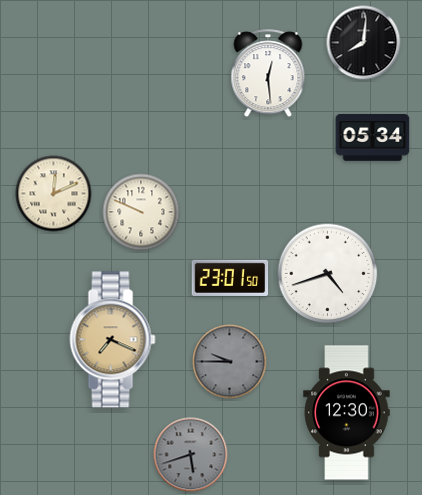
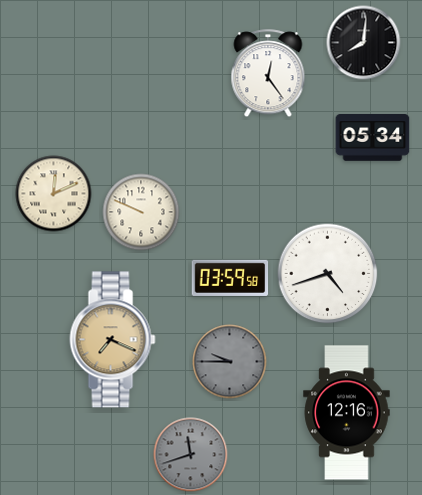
clock at (268, 74): 12:29 -> 12:24
clock at (230, 278): 23:01 -> 03:59
clock at (347, 413): 12:30 -> 12:16
clock at (191, 455): 5:42 -> 11:42
